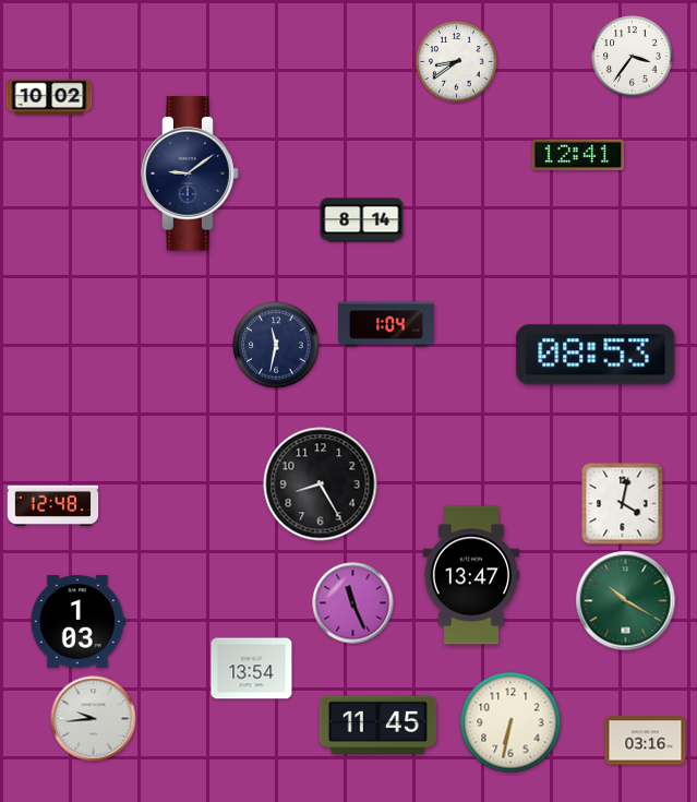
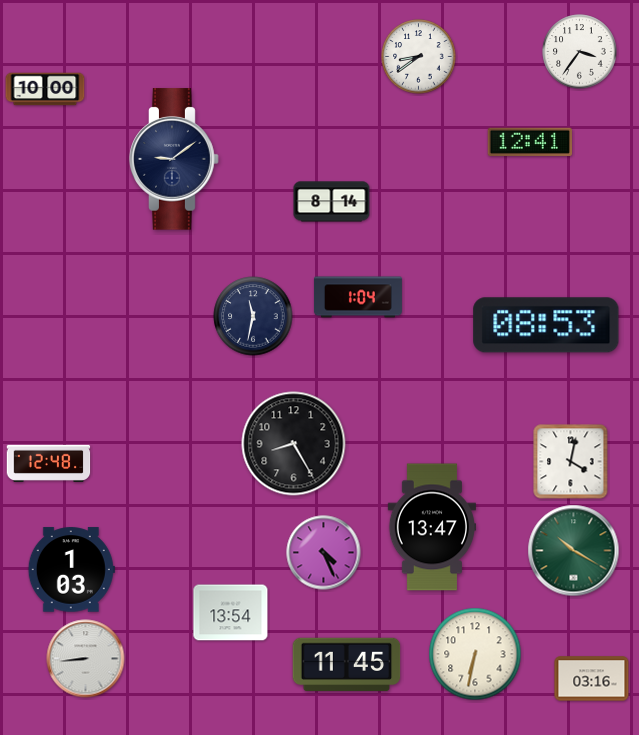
clock at (49, 97): 10:02 -> 10:00
clock at (386, 324) position: (386, 324) -> (358, 297)
clock at (353, 603): 11:26 -> 4:26
clock at (94, 719): 9:44 -> 8:44
clock at (510, 722) position: (510, 722) -> (475, 654)
